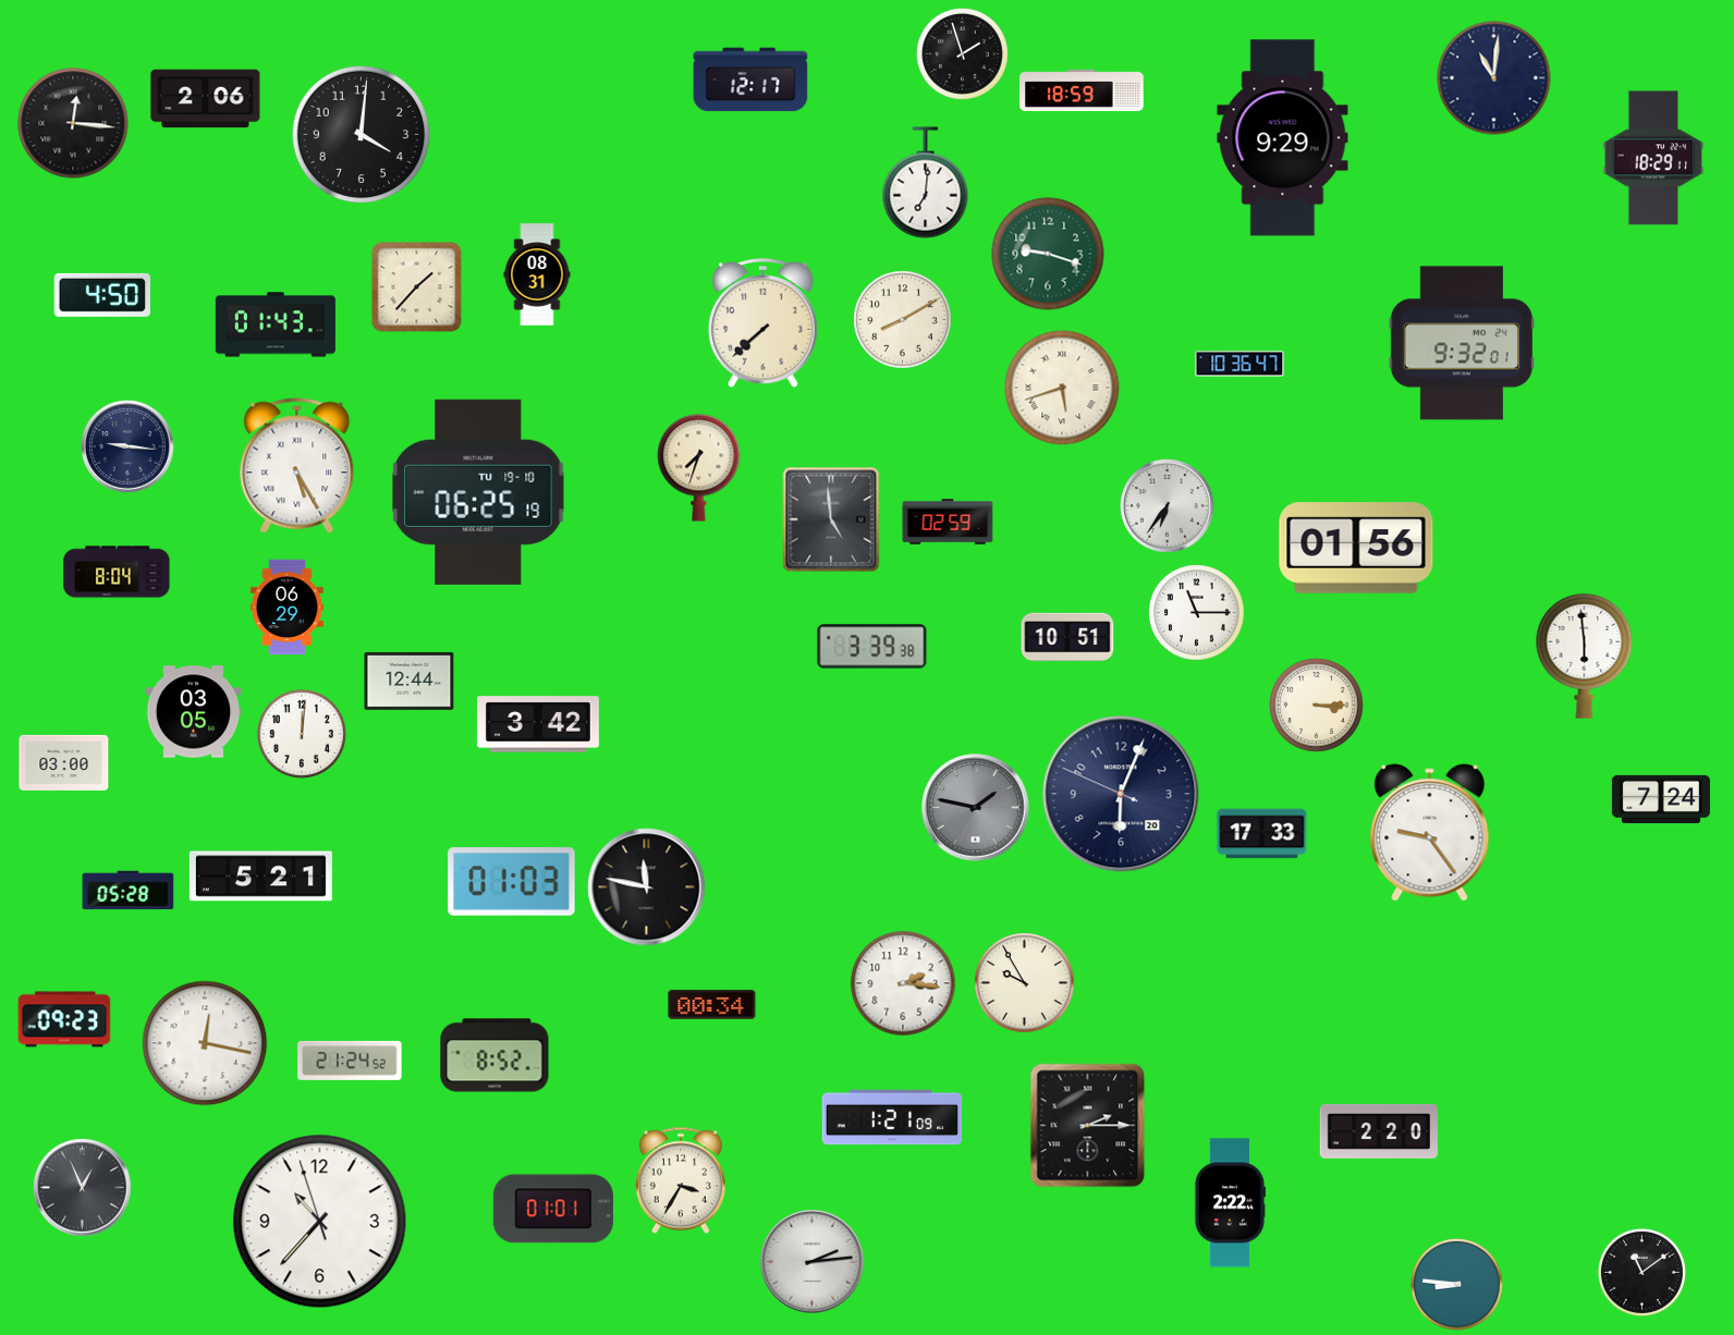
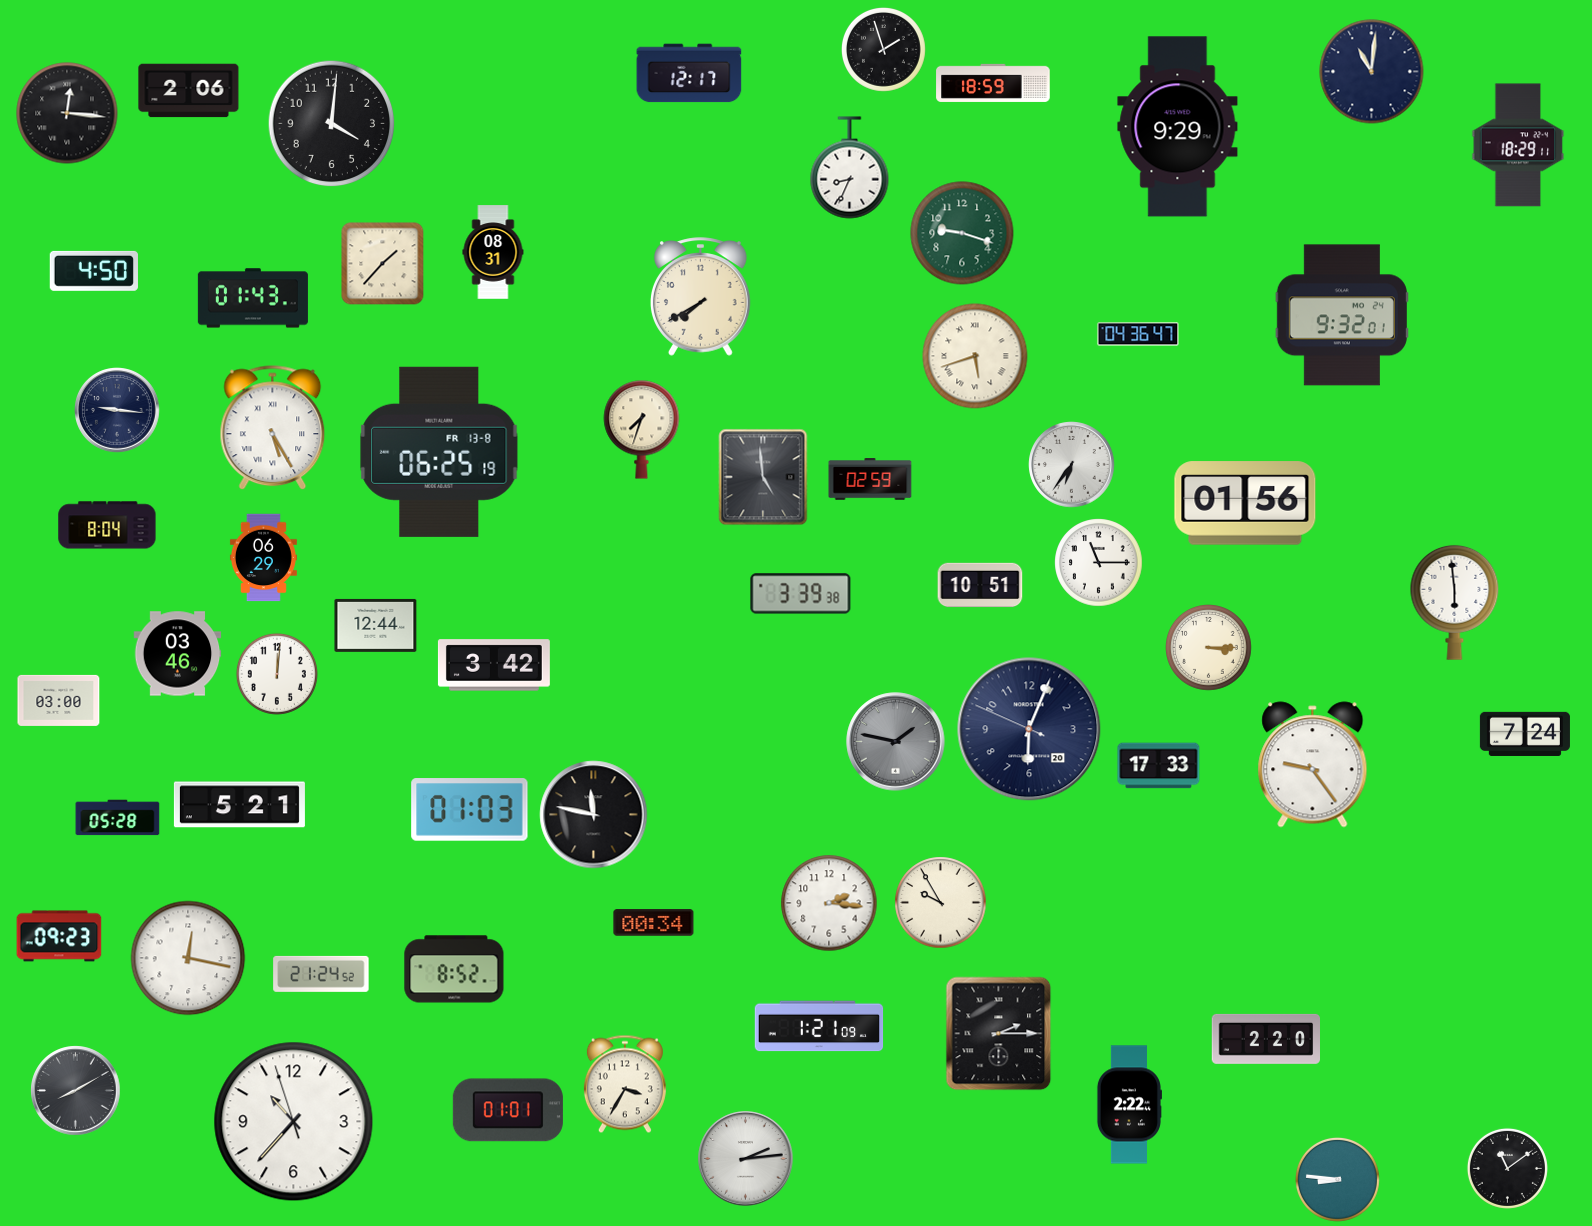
clock at (926, 183): 7:01 -> 8:34
clock at (903, 320): 8:10 -> none
clock at (764, 323): 7:38 -> 7:40
clock at (1240, 364): 10:36 -> 04:36
clock at (478, 492) date: TU 19-10 -> FR 13-8
clock at (194, 712): 03:05 -> 03:46
clock at (83, 1188): 12:56 -> 8:10
